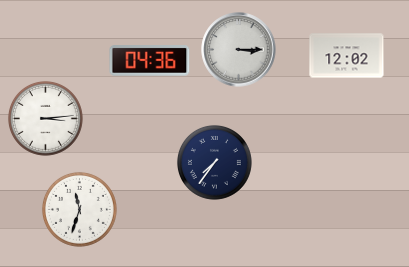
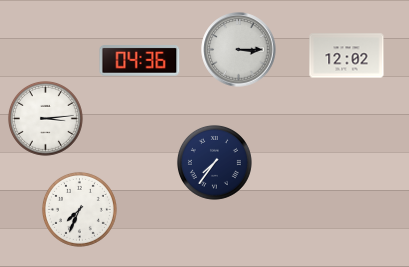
clock at (150, 61) position: (150, 61) -> (140, 61)
clock at (79, 209): 11:33 -> 7:34
